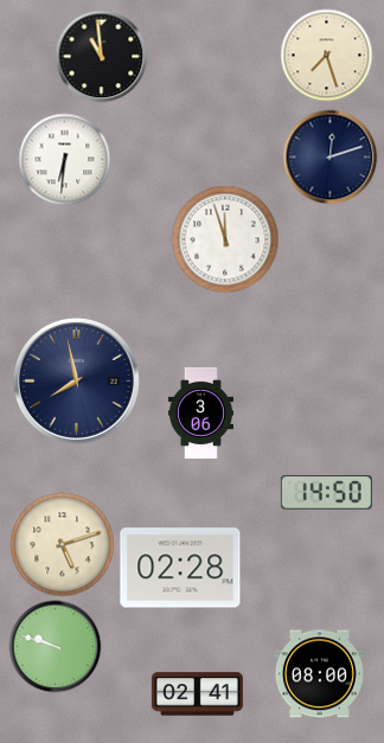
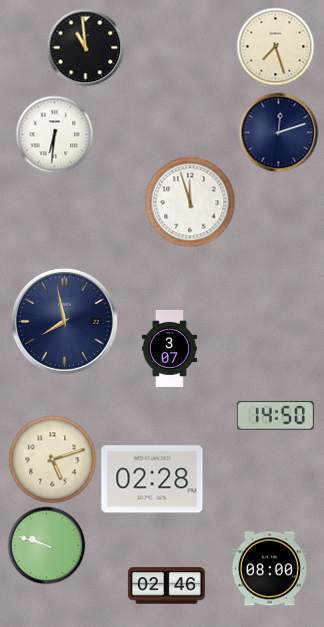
clock at (200, 412): 3:06 -> 3:07
clock at (197, 694): 02:41 -> 02:46
